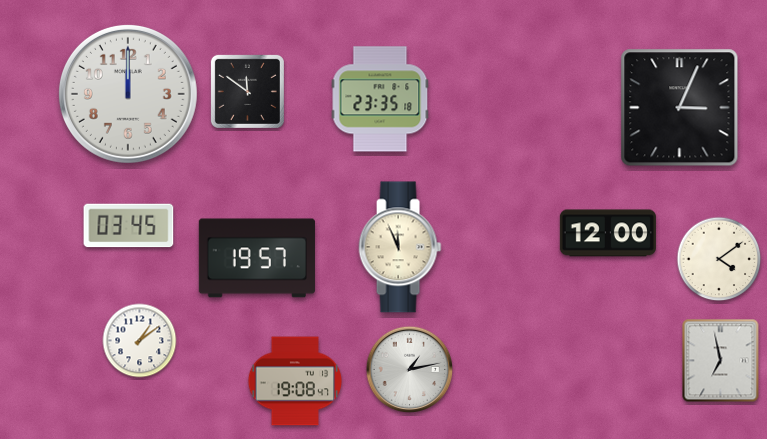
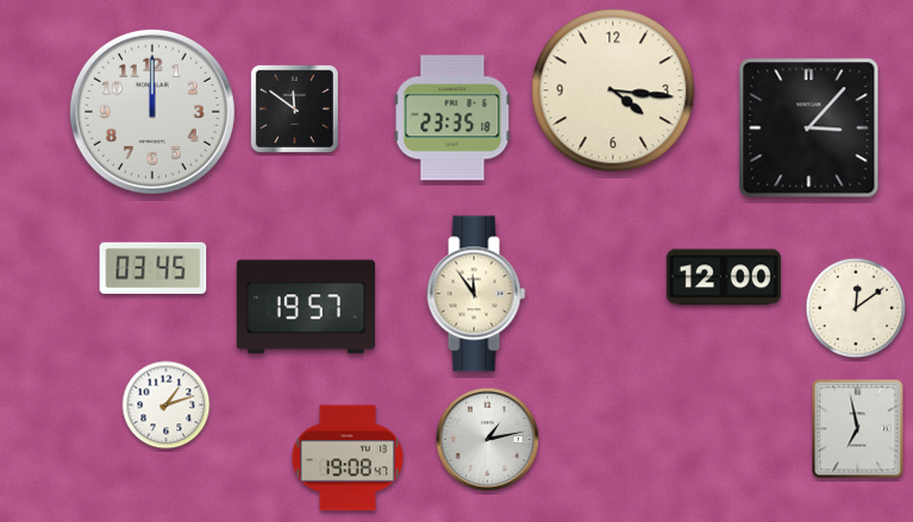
clock at (613, 90): none -> 4:16
clock at (680, 108): 3:04 -> 3:07
clock at (400, 247): 11:56 -> 11:54
clock at (719, 259): 4:09 -> 12:09
clock at (140, 341): 1:09 -> 1:12
clock at (295, 381) position: (295, 381) -> (348, 458)
